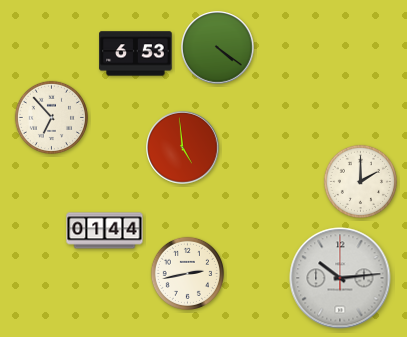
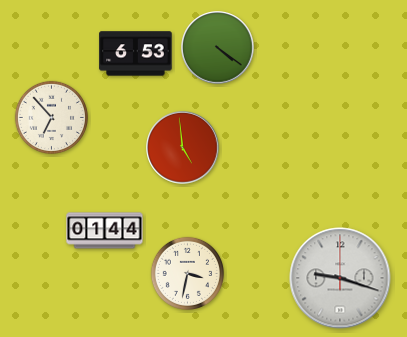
clock at (360, 181): 2:00 -> none
clock at (187, 273): 2:43 -> 3:32
clock at (340, 278): 10:14 -> 9:18
